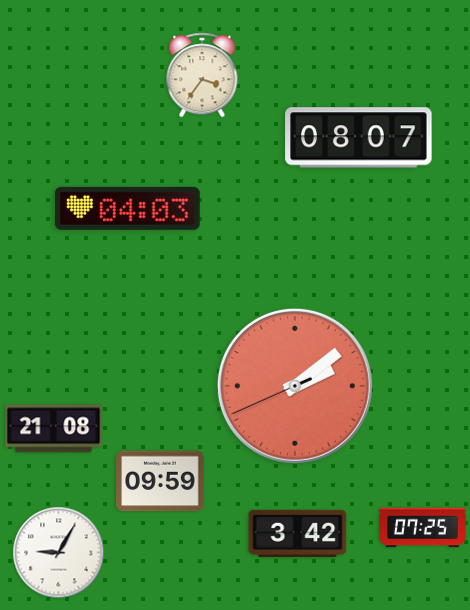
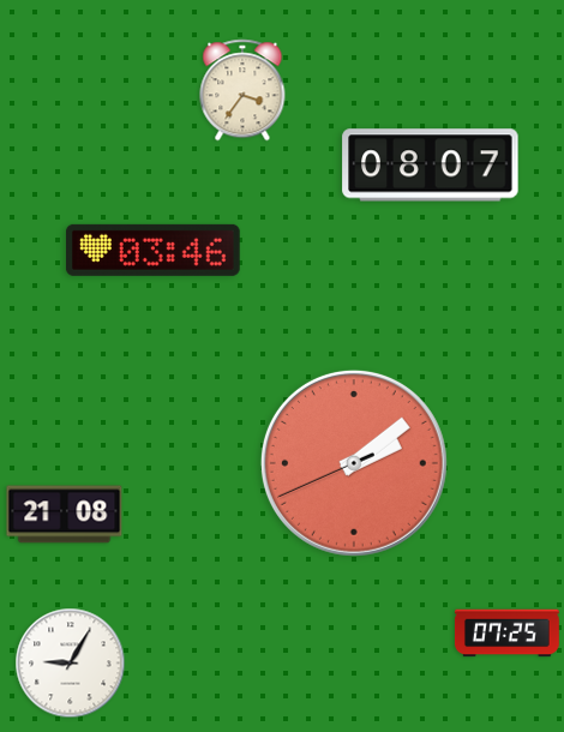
clock at (127, 208): 04:03 -> 03:46
clock at (160, 481): 09:59 -> none
clock at (298, 533): 3:42 -> none
